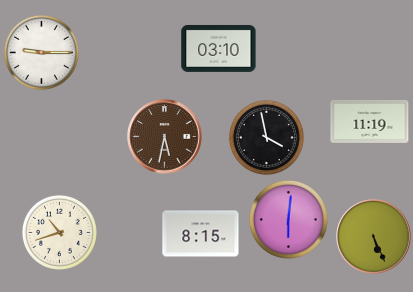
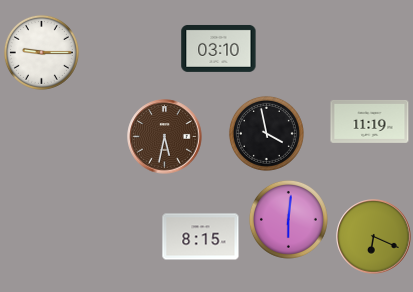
clock at (266, 137) position: (266, 137) -> (266, 133)
clock at (59, 232): 10:42 -> none
clock at (201, 234) position: (201, 234) -> (201, 237)
clock at (374, 237): 5:26 -> 6:19
